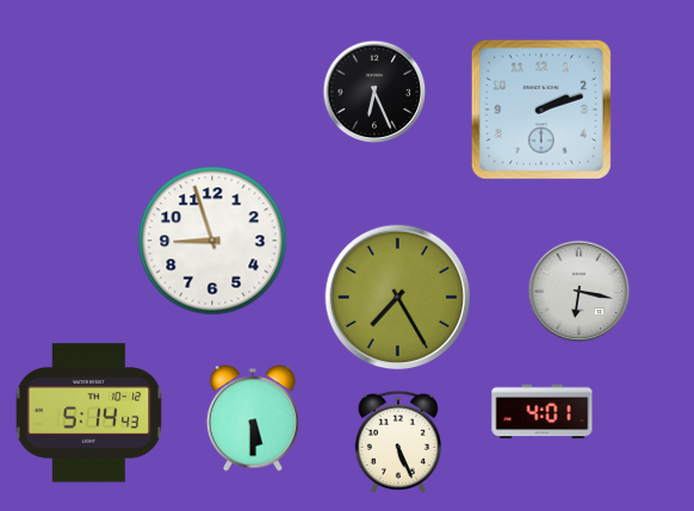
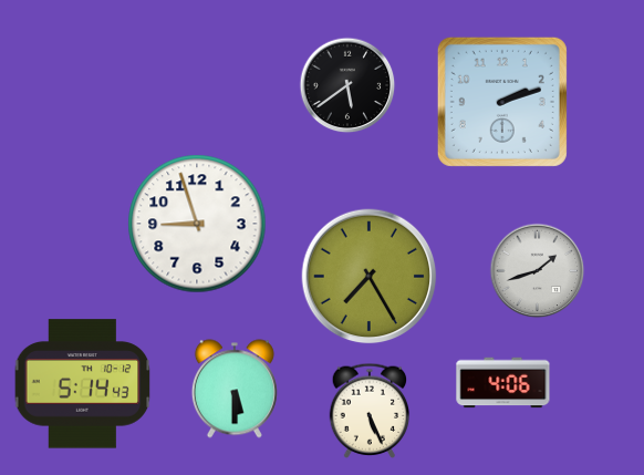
clock at (374, 92): 6:26 -> 5:39
clock at (580, 292): 6:17 -> 1:42
clock at (543, 412): 4:01 -> 4:06
